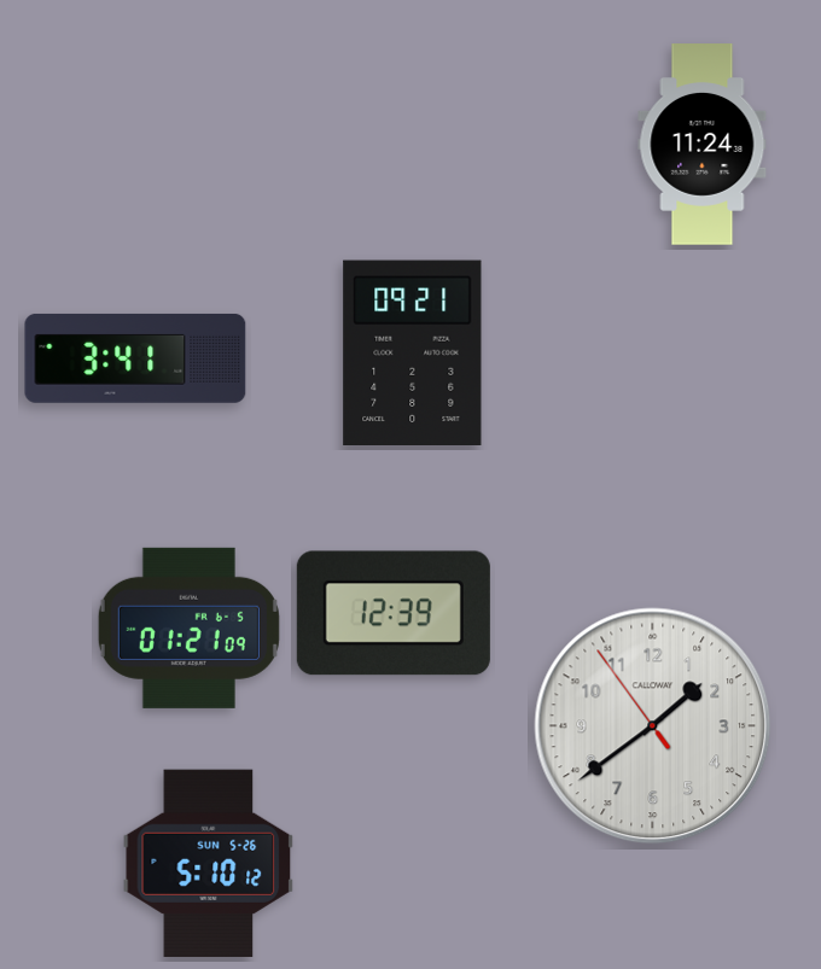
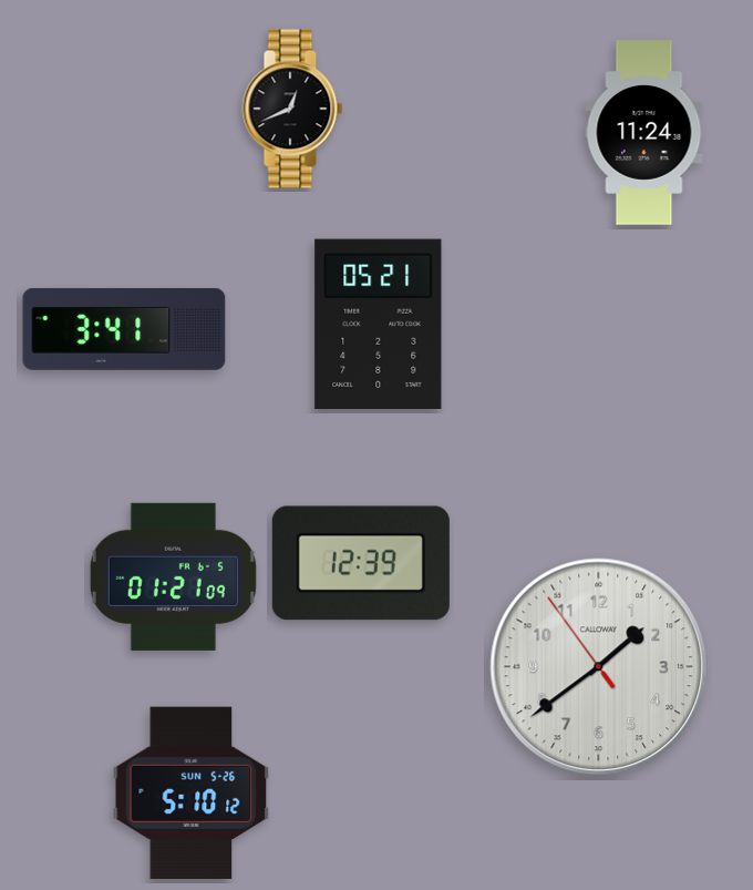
clock at (292, 109): none -> 12:41
clock at (413, 354): 09:21 -> 05:21
